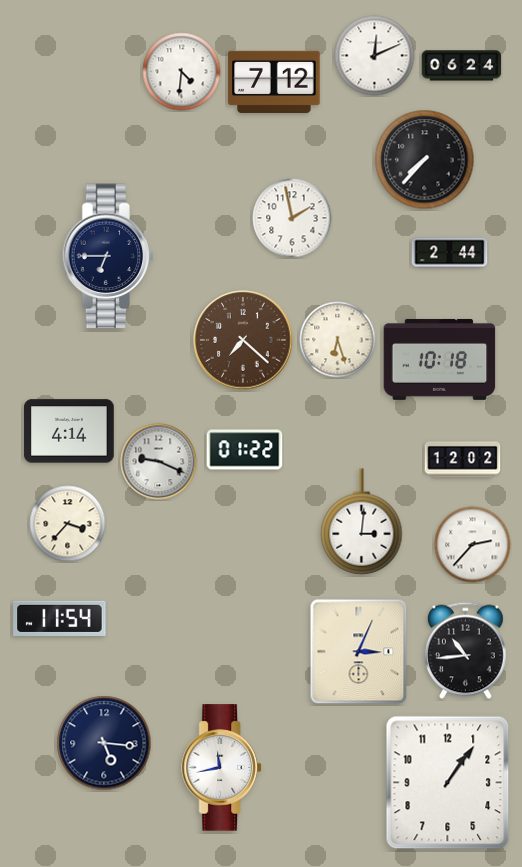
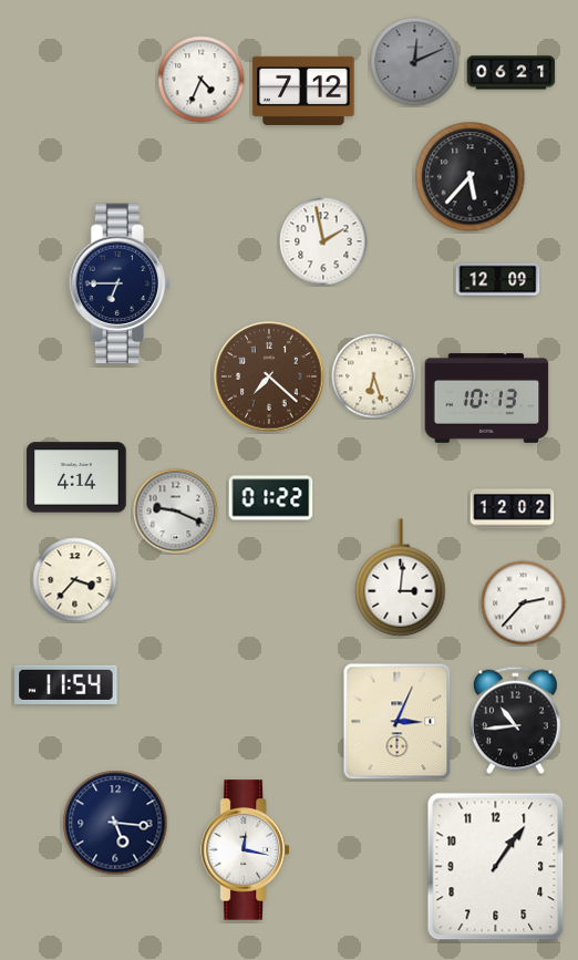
clock at (375, 56) dial: white -> grey
clock at (462, 66): 06:24 -> 06:21
clock at (182, 72): 4:31 -> 4:34
clock at (425, 160): 7:37 -> 5:37
clock at (450, 253): 2:44 -> 12:09
clock at (440, 359): 10:18 -> 10:13
clock at (221, 768): 11:43 -> 12:17
